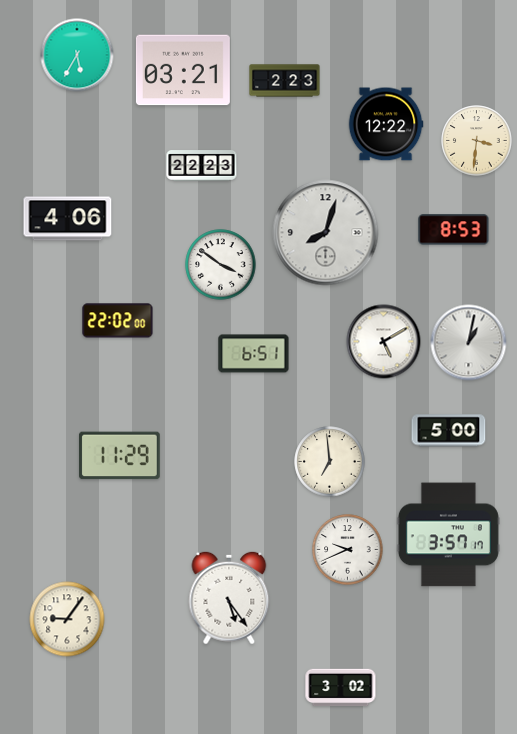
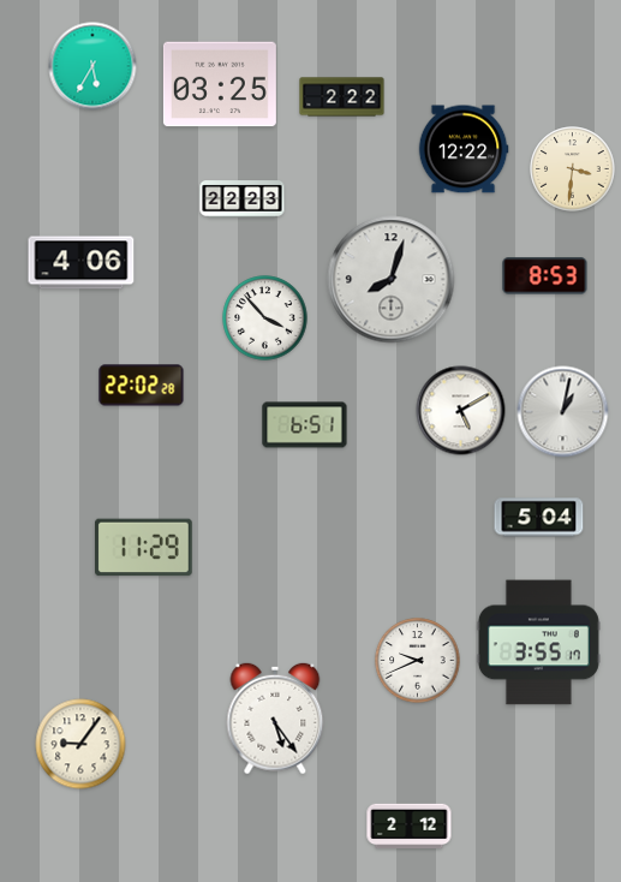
clock at (183, 70): 03:21 -> 03:25
clock at (285, 81): 2:23 -> 2:22
clock at (221, 265): 3:51 -> 3:53
clock at (118, 321): 22:02:00 -> 22:02:28
clock at (449, 431): 5:00 -> 5:04
clock at (330, 462): 6:59 -> none
clock at (448, 535): 3:57 -> 3:55
clock at (341, 688): 3:02 -> 2:12
